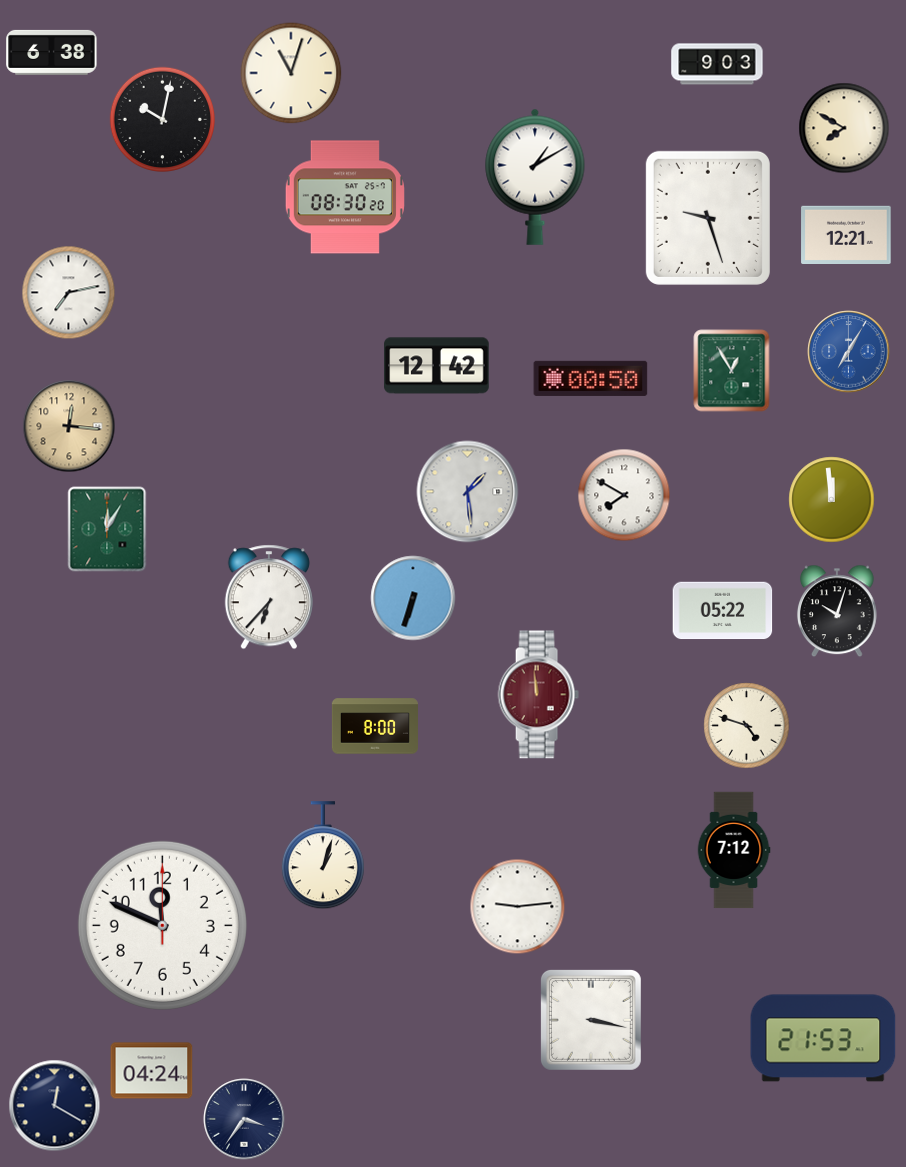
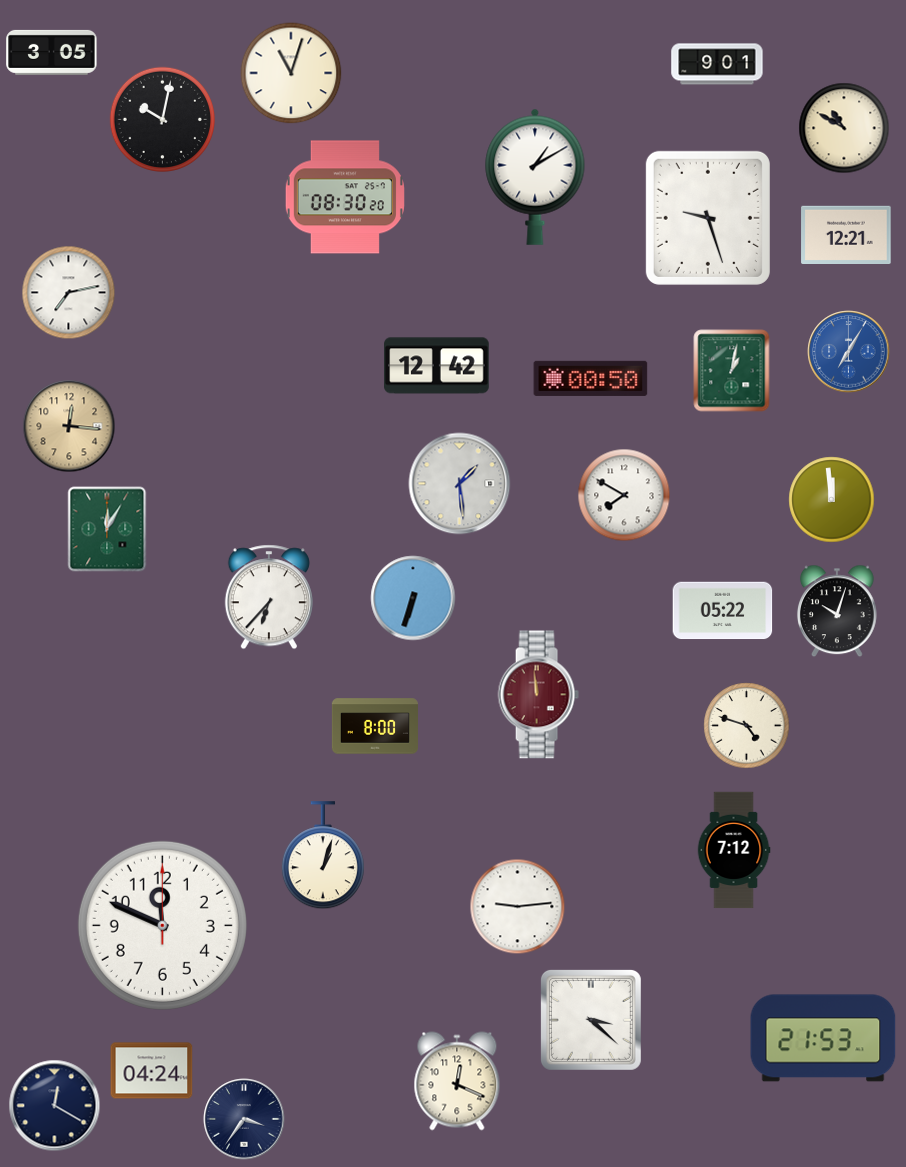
clock at (52, 52): 6:38 -> 3:05
clock at (717, 64): 9:03 -> 9:01
clock at (844, 128): 7:50 -> 10:50
clock at (732, 371): 12:55 -> 1:02
clock at (468, 492) position: (468, 492) -> (460, 484)
clock at (591, 1020): 3:17 -> 3:22
clock at (457, 1081): none -> 12:19
